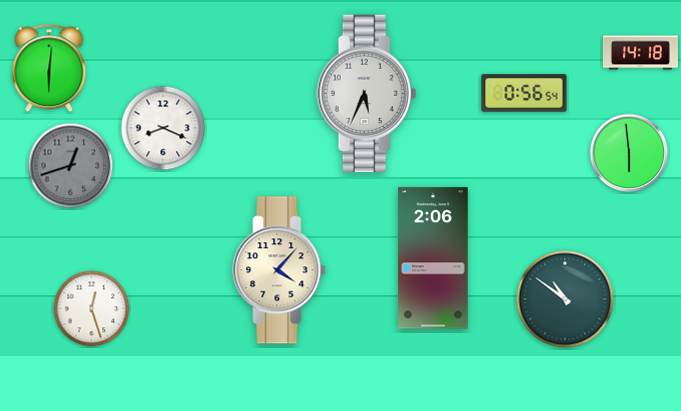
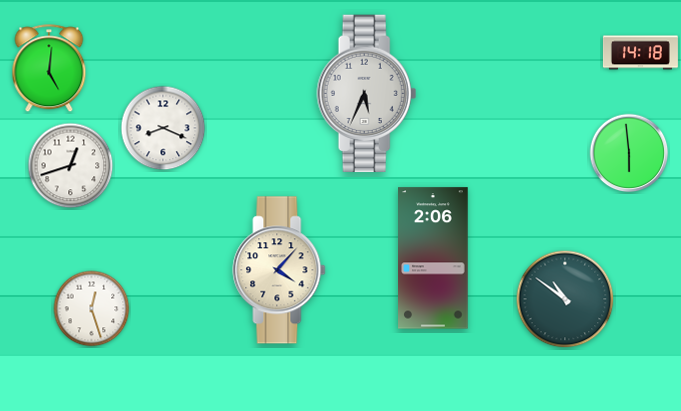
clock at (49, 69): 6:01 -> 5:01
clock at (524, 93): 0:56 -> none
clock at (71, 166) dial: grey -> white
